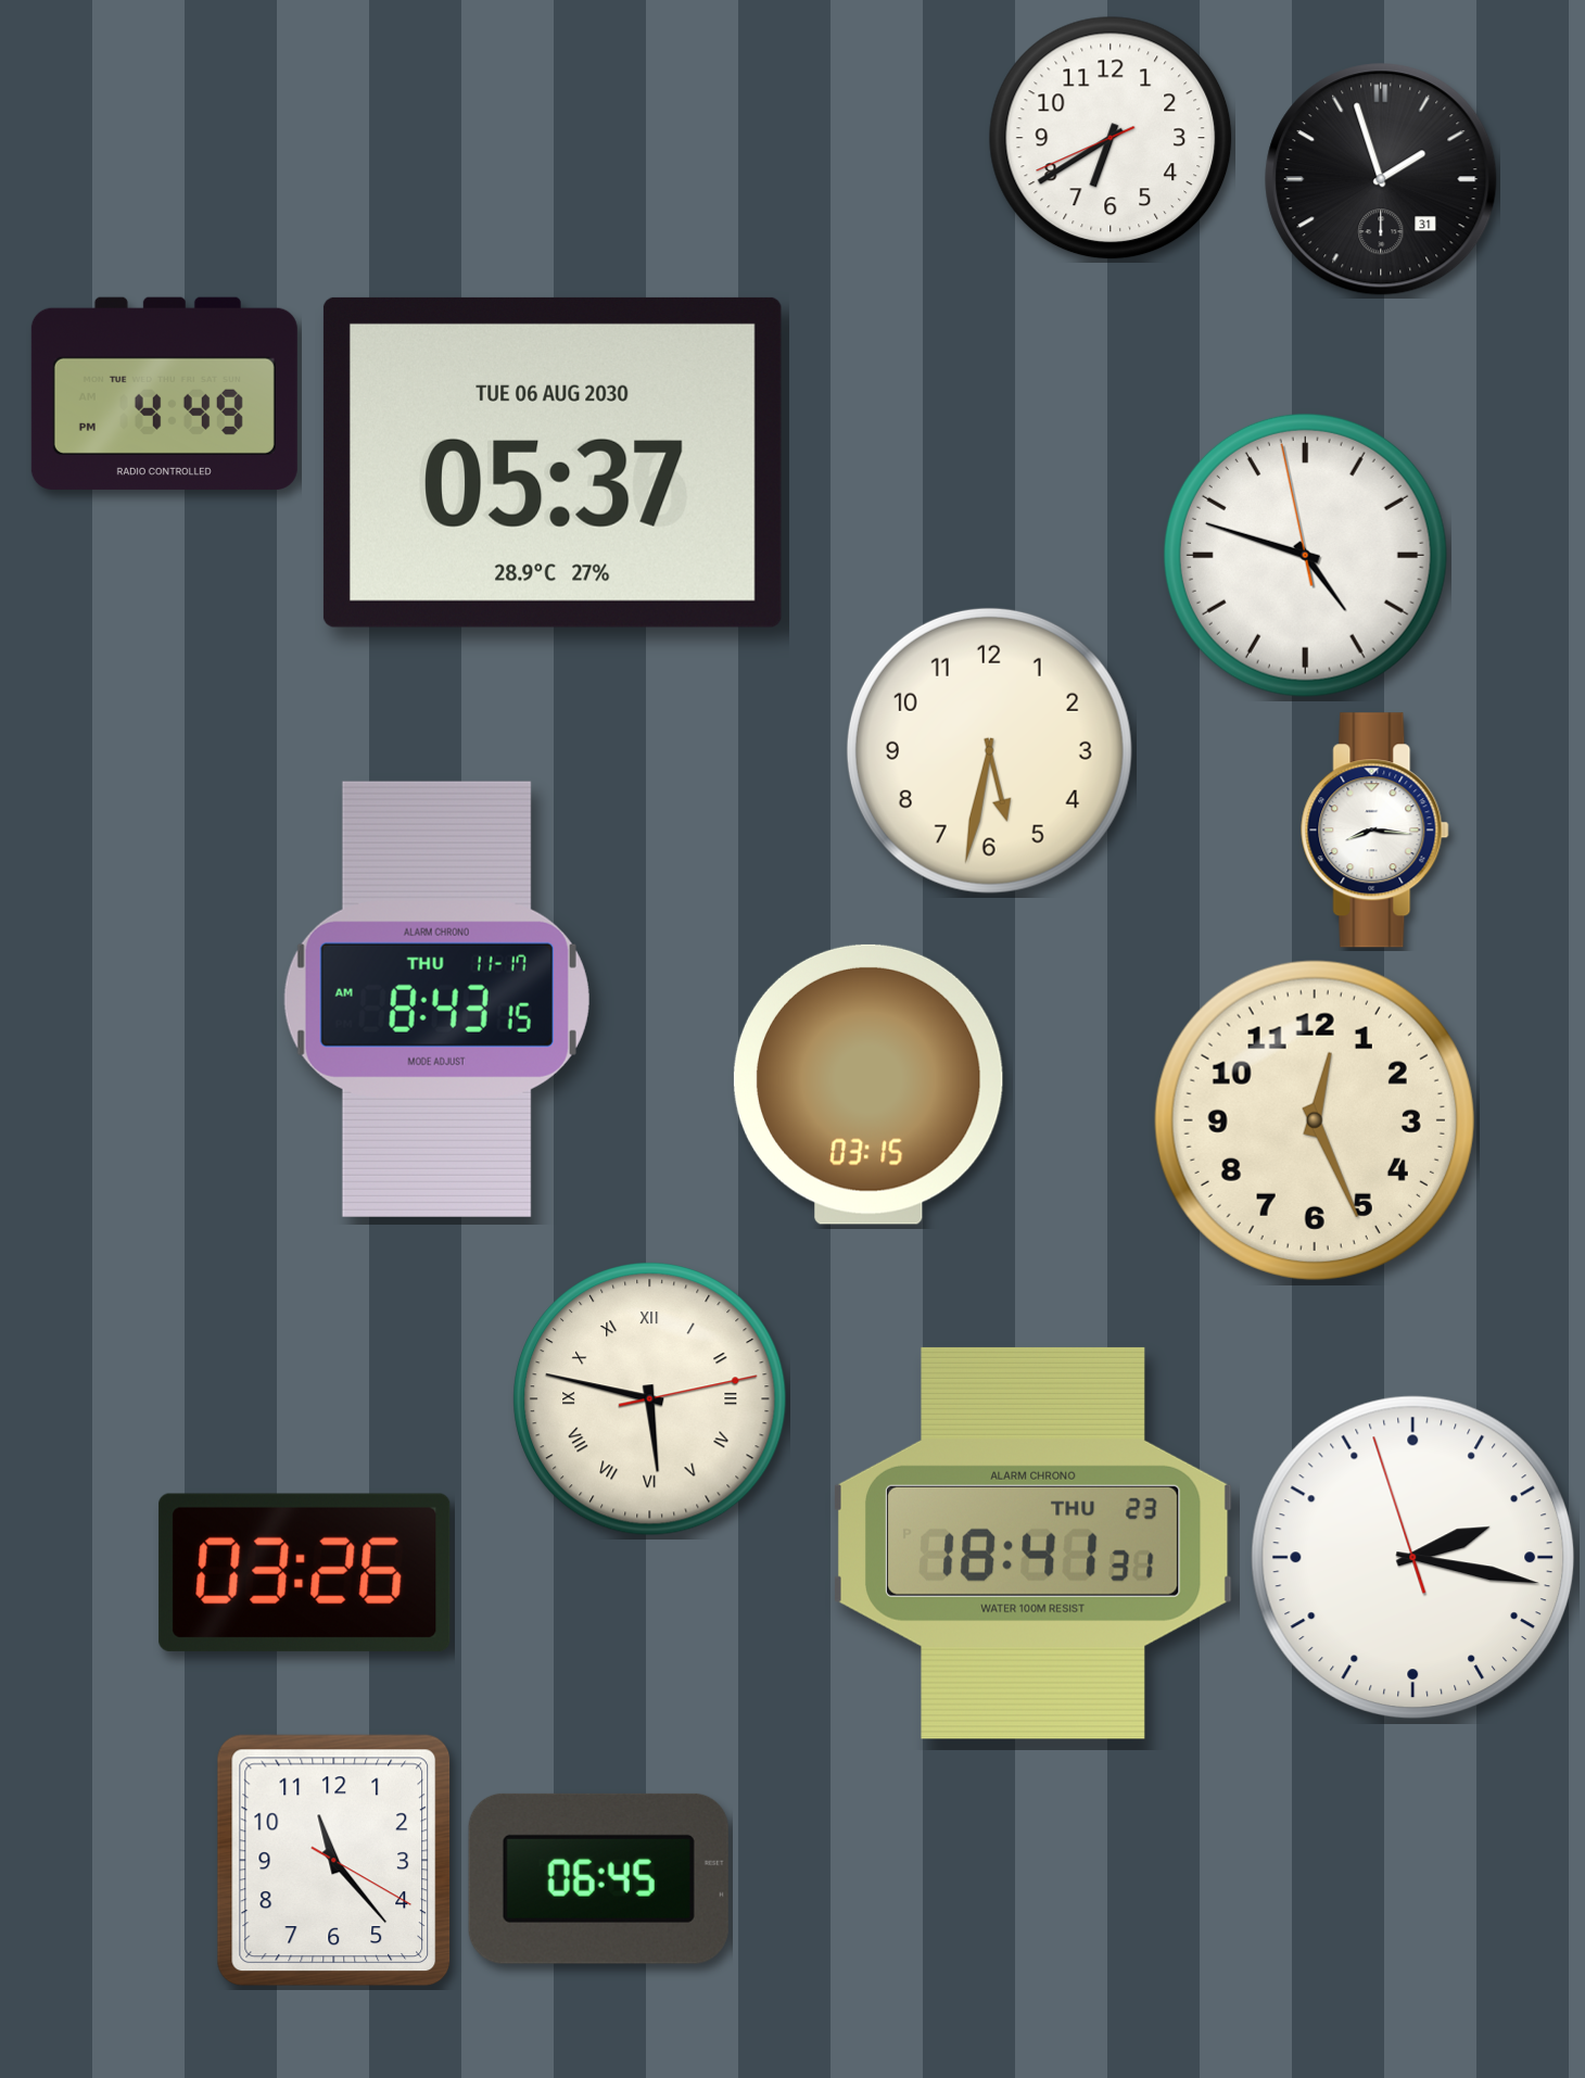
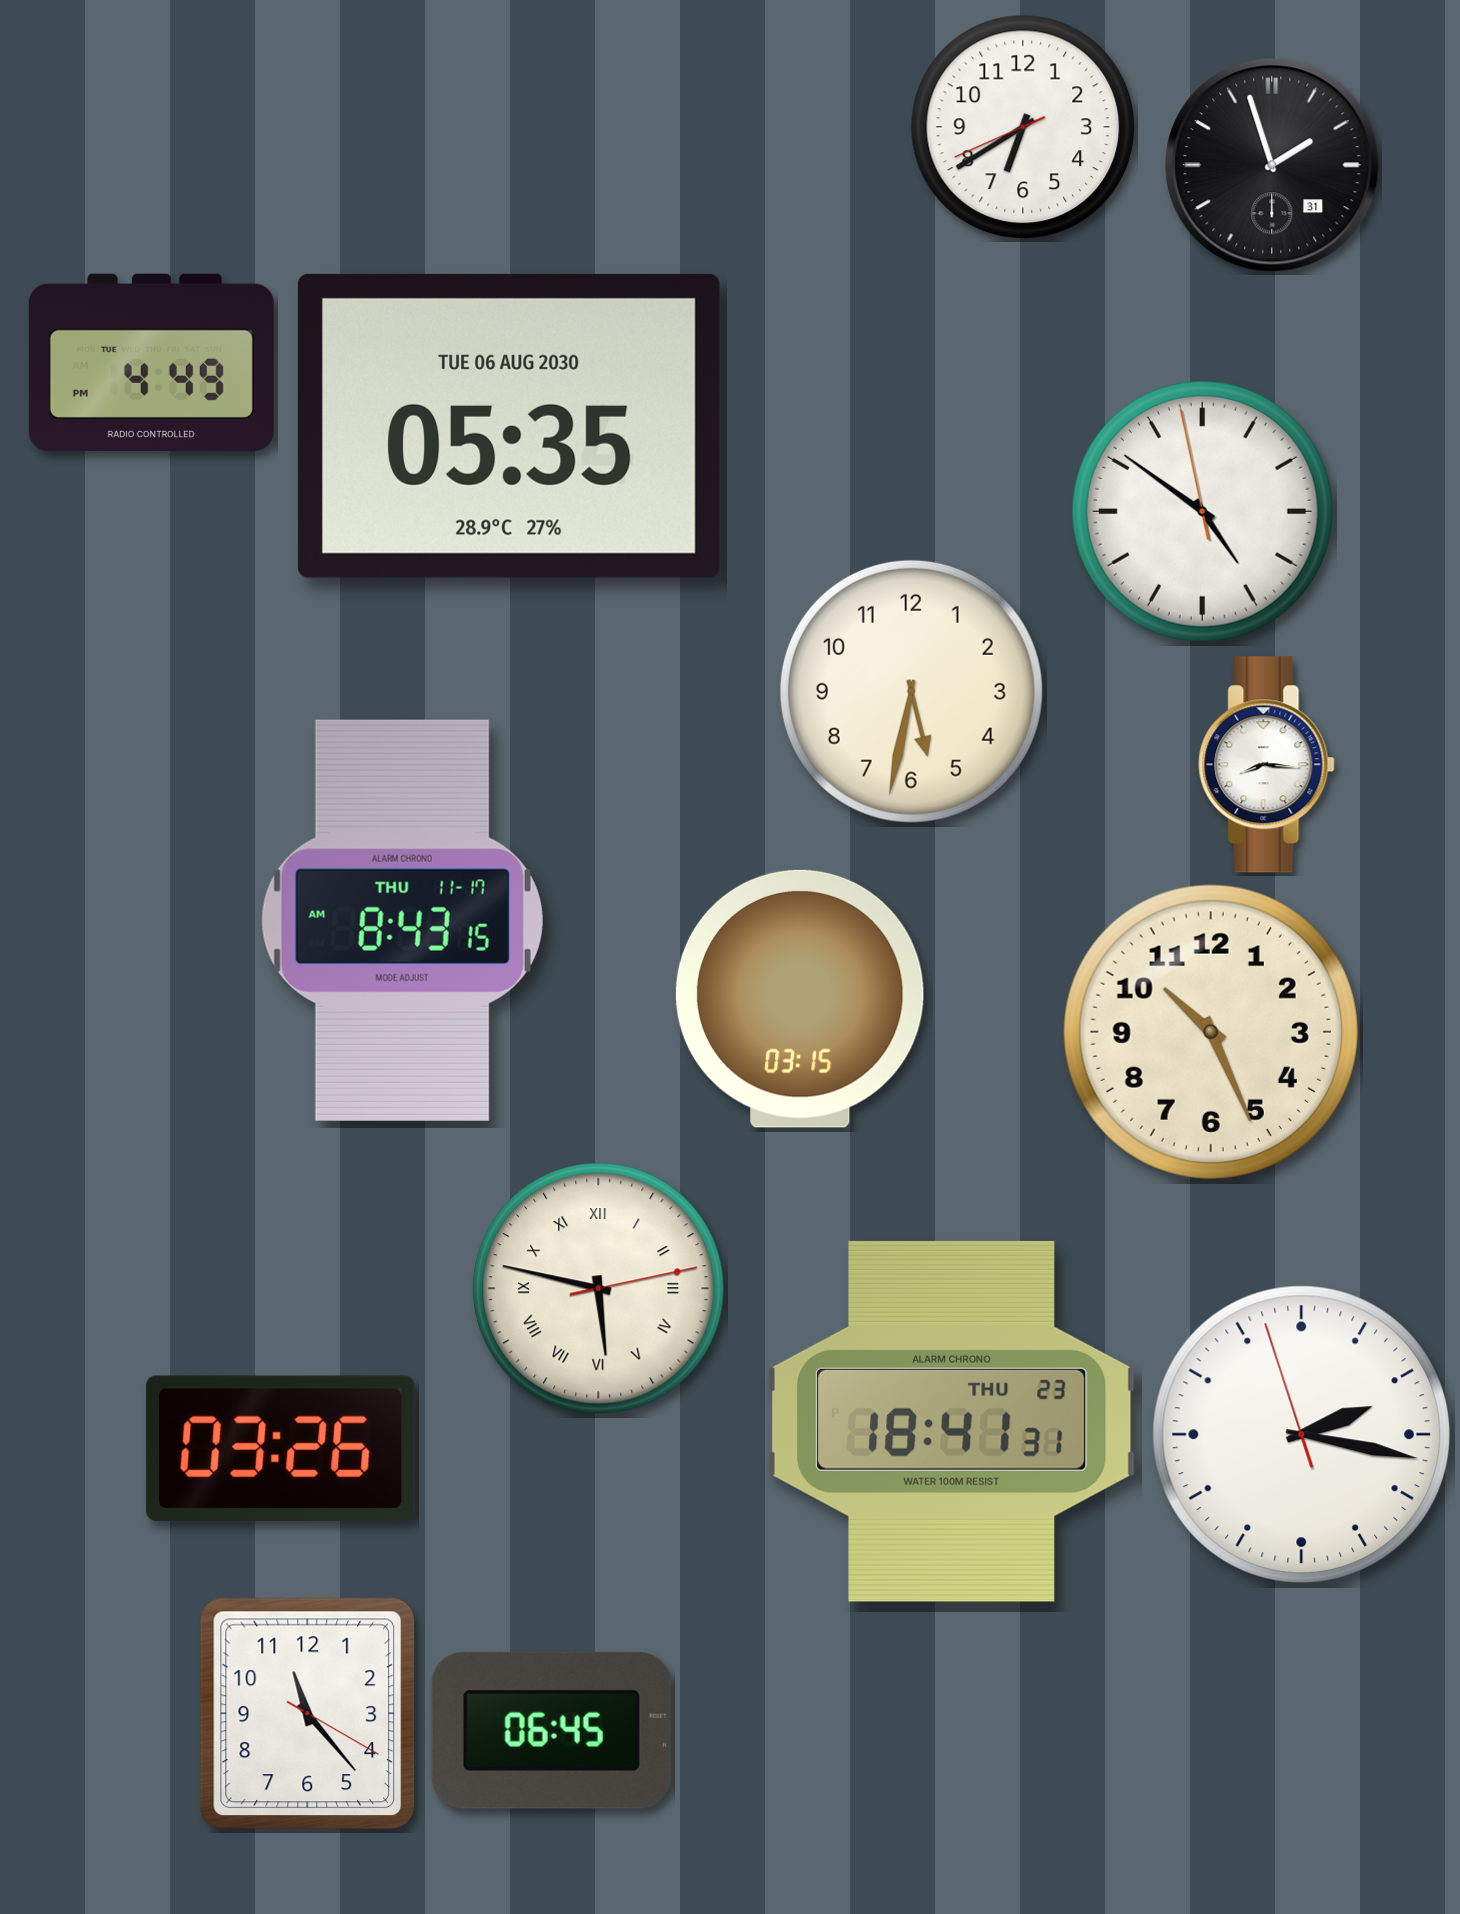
clock at (553, 463): 05:37 -> 05:35
clock at (1305, 555): 4:47 -> 4:50
clock at (1315, 1120): 12:26 -> 10:26
